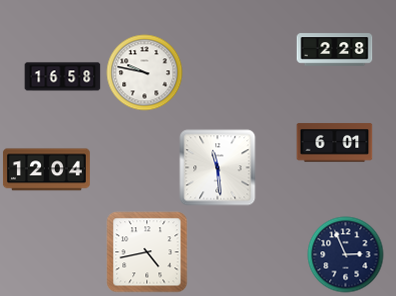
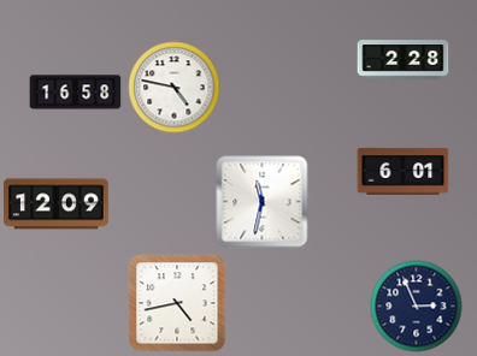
clock at (145, 73): 9:47 -> 4:47
clock at (218, 168): 11:29 -> 11:32
clock at (46, 170): 12:04 -> 12:09
